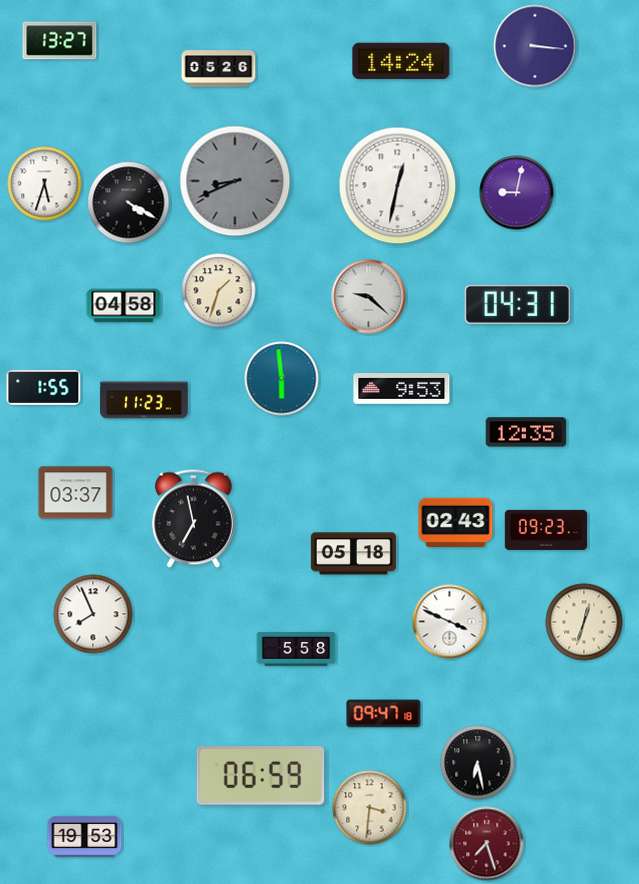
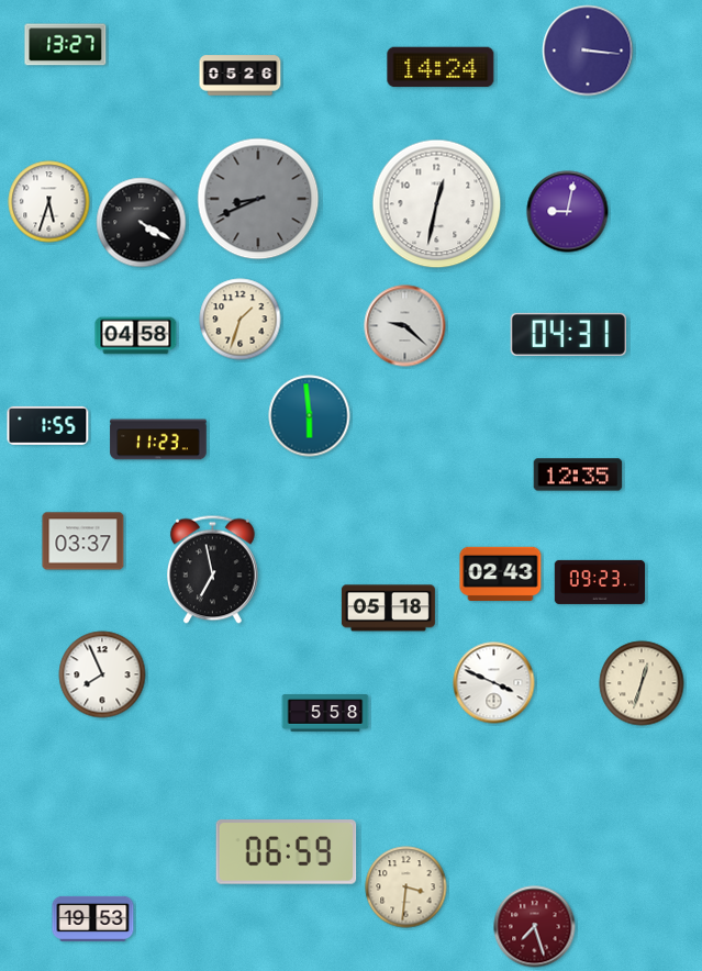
clock at (402, 389): 9:53 -> none
clock at (384, 714): 09:47 -> none
clock at (478, 763): 6:28 -> none
